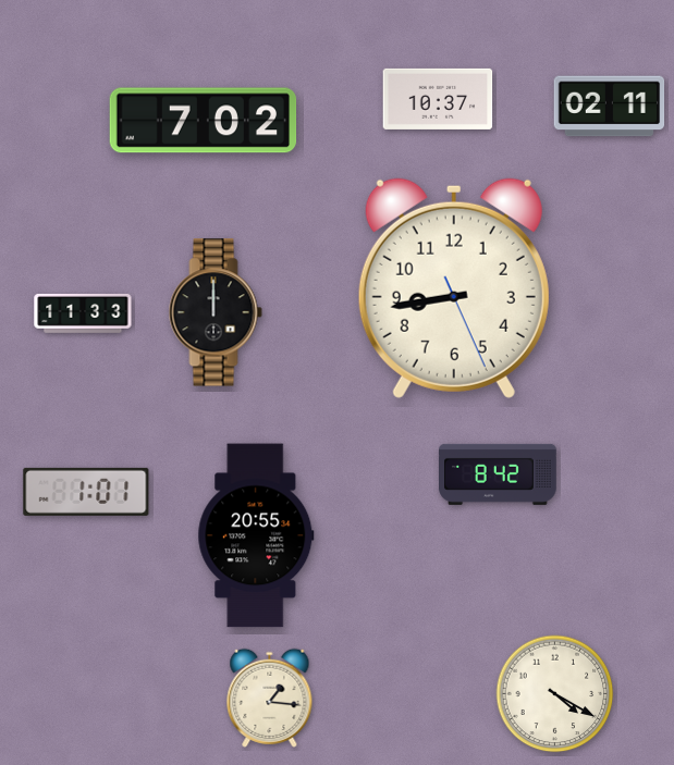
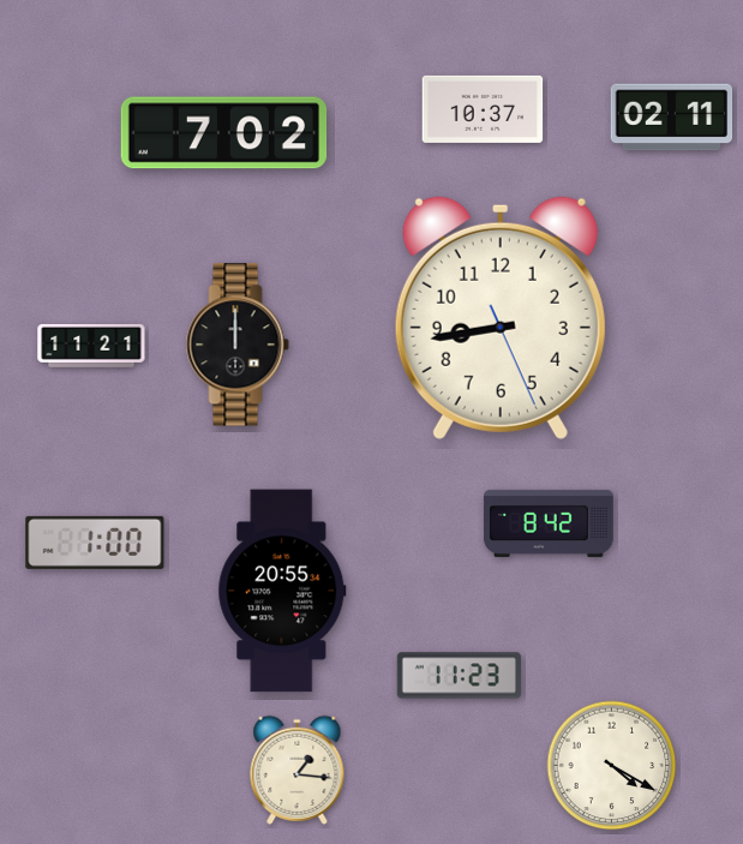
clock at (83, 313): 11:33 -> 11:21
clock at (86, 492): 1:01 -> 1:00
clock at (459, 676): none -> 11:23
